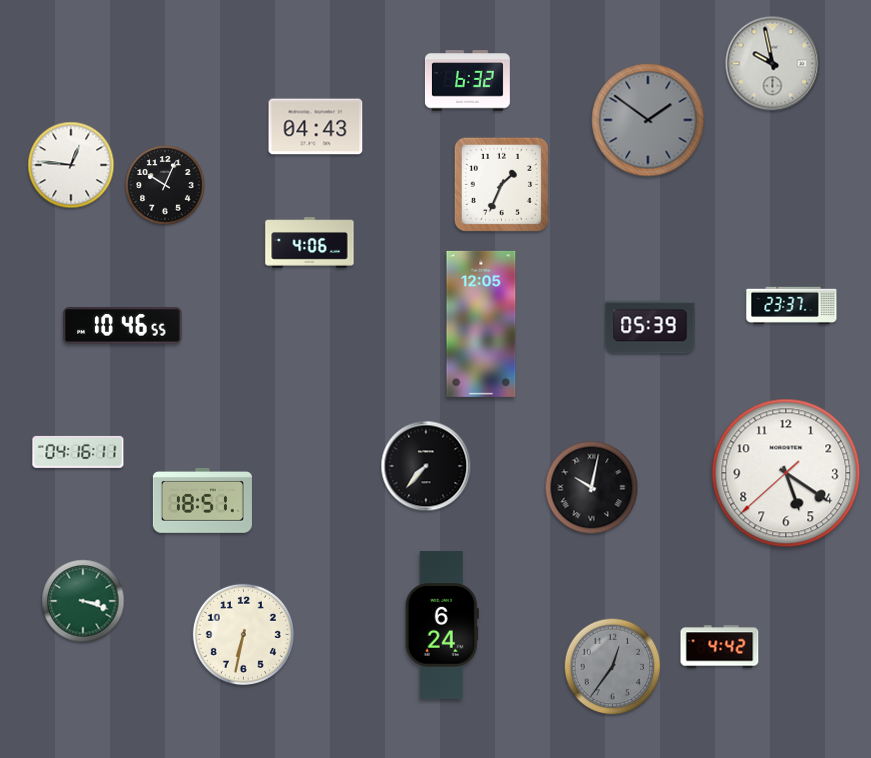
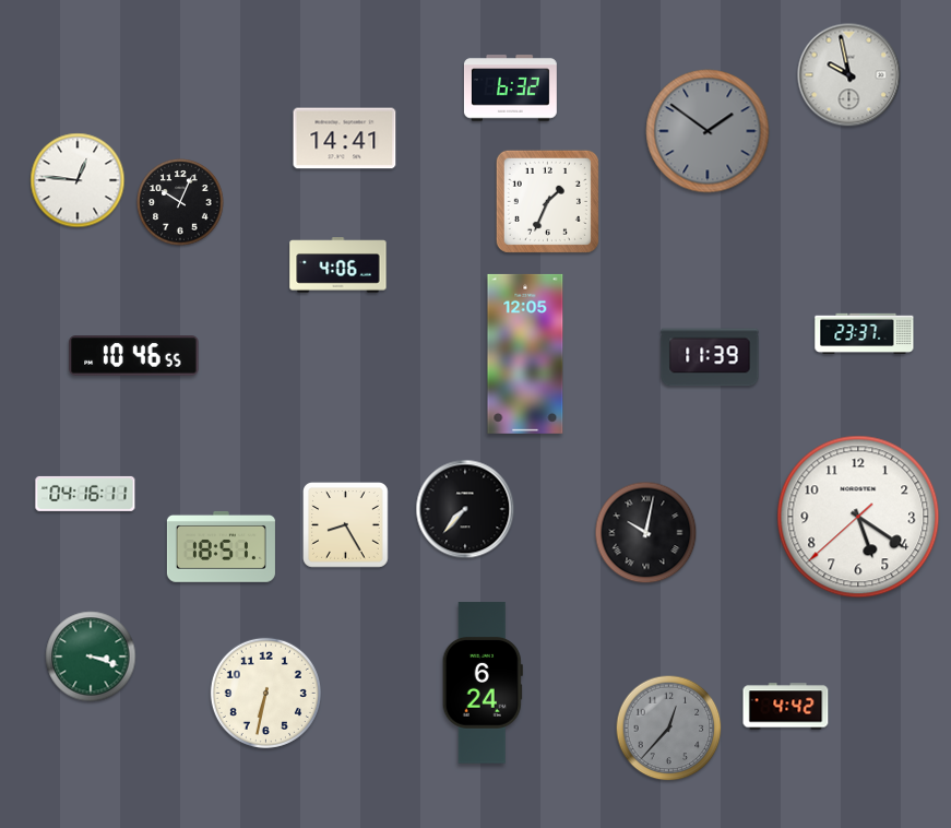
clock at (773, 64) position: (773, 64) -> (849, 75)
clock at (316, 127): 04:43 -> 14:41
clock at (650, 327): 05:39 -> 11:39
clock at (346, 525): none -> 8:25
clock at (613, 667): 12:36 -> 12:37
